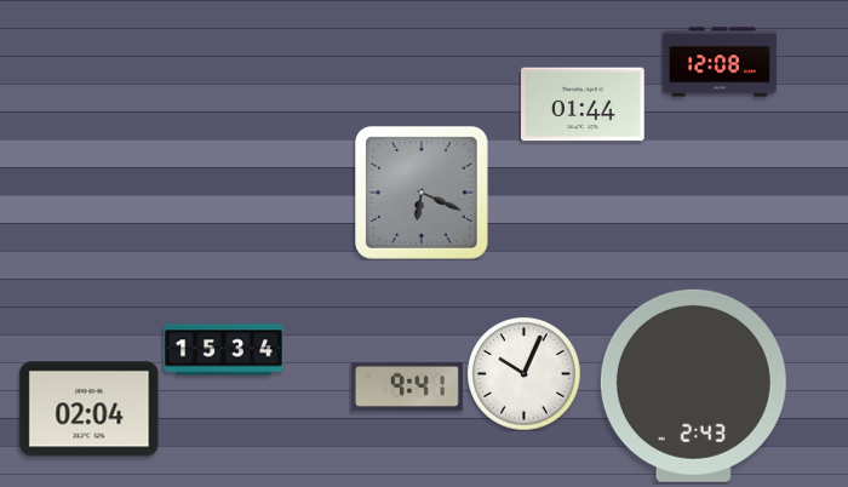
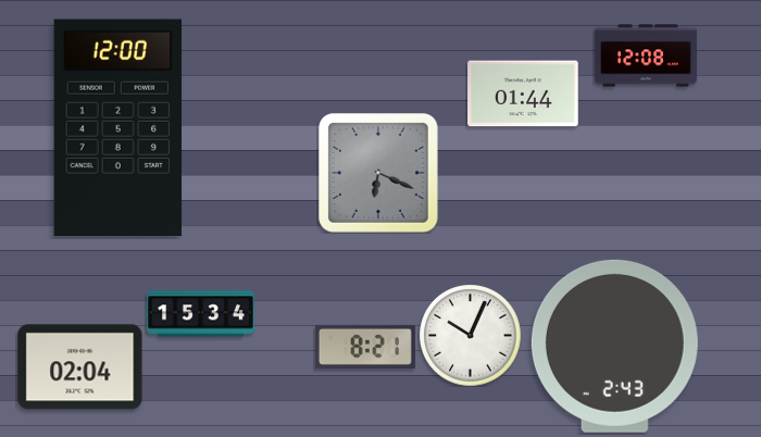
clock at (117, 128): none -> 12:00
clock at (693, 385) position: (693, 385) -> (614, 346)
clock at (407, 386): 9:41 -> 8:21
